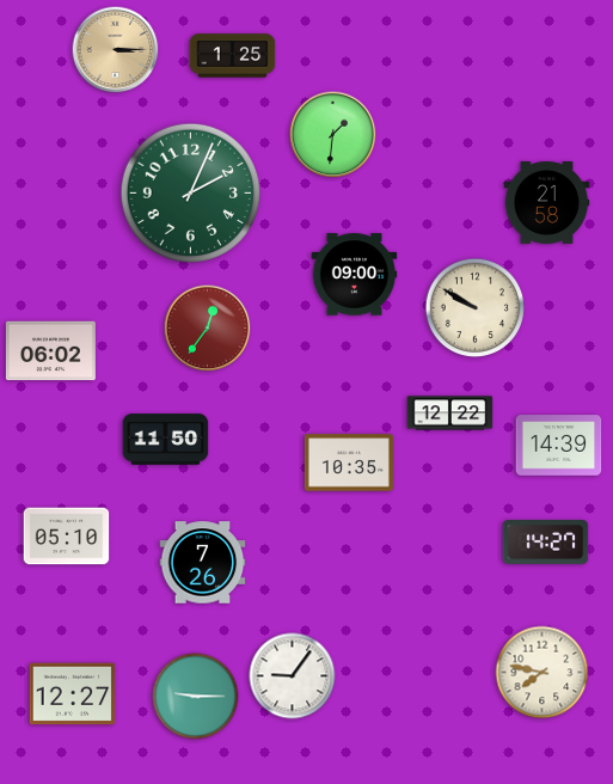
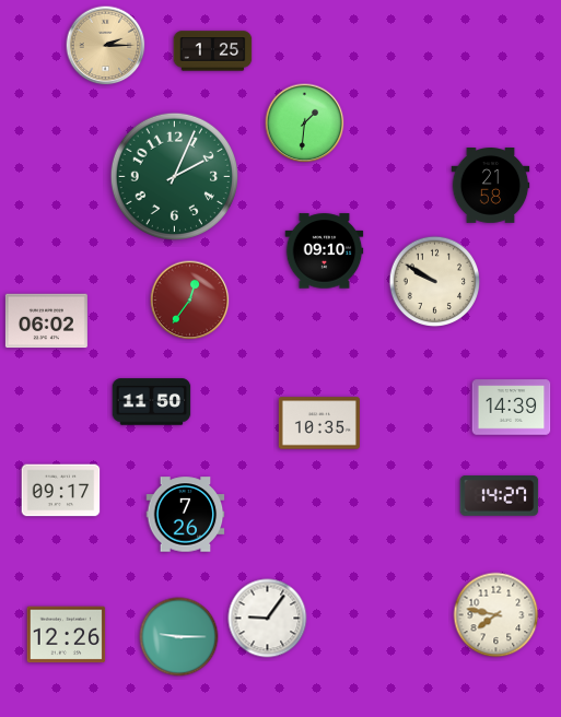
clock at (116, 50): 3:15 -> 2:15
clock at (547, 203) position: (547, 203) -> (491, 186)
clock at (355, 275): 09:00 -> 09:10
clock at (450, 414): 12:22 -> none
clock at (67, 537): 05:10 -> 09:17
clock at (73, 694): 12:27 -> 12:26
